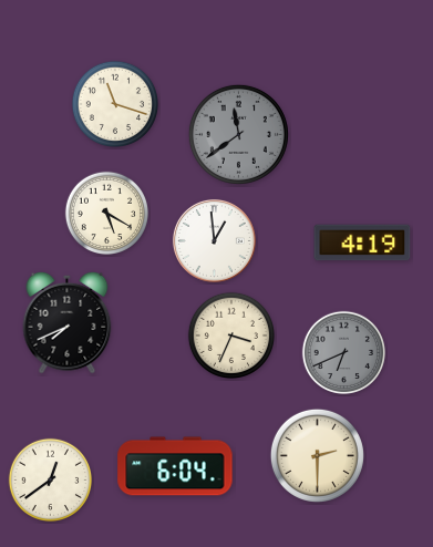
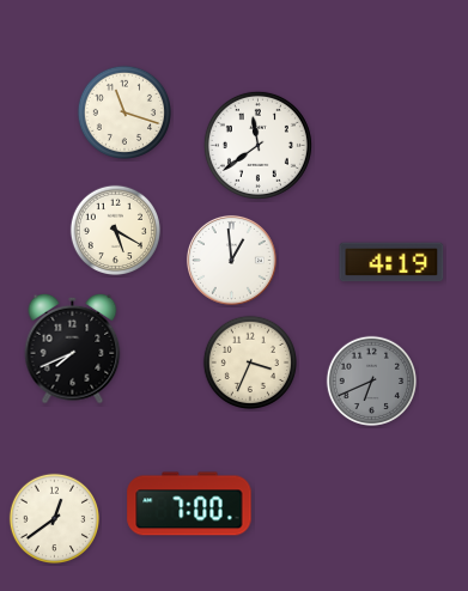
clock at (238, 134) dial: grey -> white
clock at (317, 455): 2:30 -> none
clock at (175, 466): 6:04 -> 7:00
